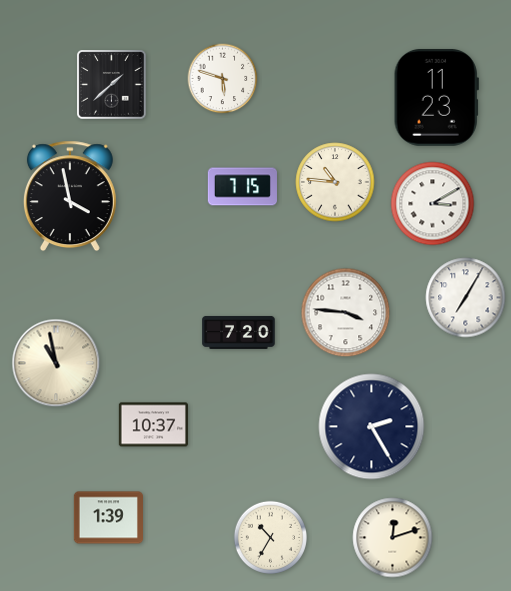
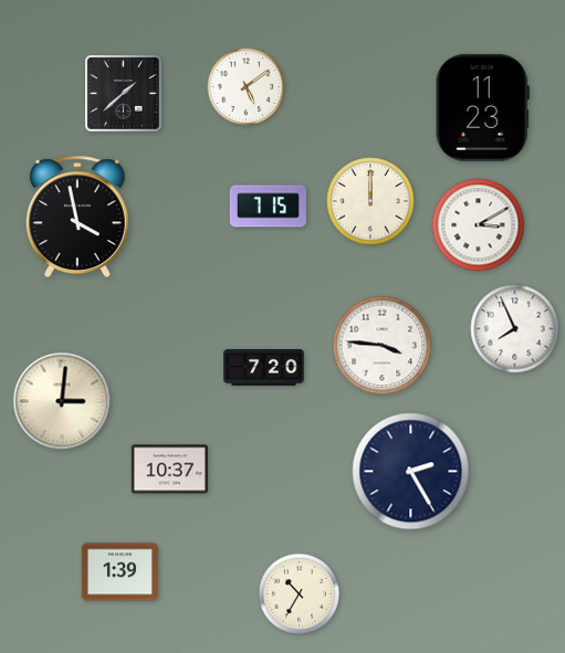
clock at (223, 79): 5:48 -> 5:09
clock at (335, 182): 10:46 -> 12:00
clock at (466, 298): 7:05 -> 7:56
clock at (56, 363): 10:58 -> 3:01
clock at (393, 538): 12:12 -> none
